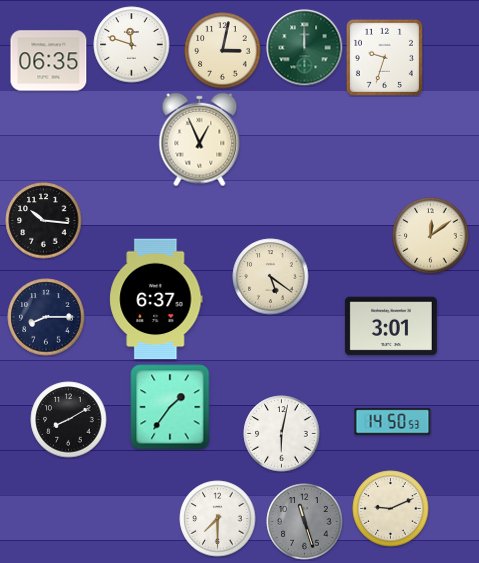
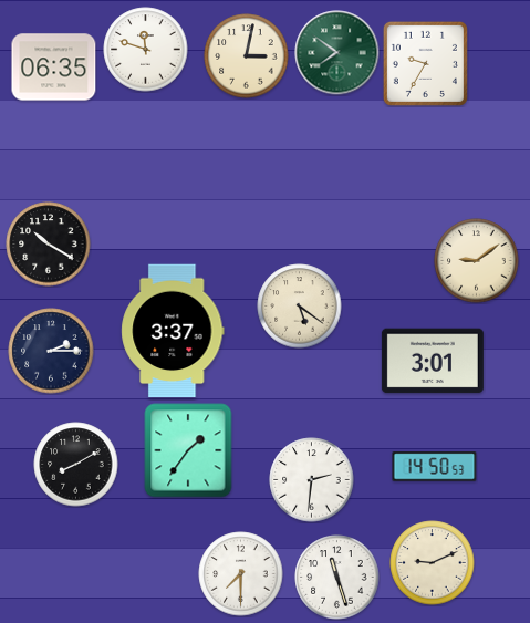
clock at (305, 48): 12:00 -> 7:51
clock at (384, 57): 9:33 -> 9:35
clock at (200, 140): 12:56 -> none
clock at (44, 221): 10:16 -> 10:20
clock at (431, 236): 12:09 -> 9:09
clock at (156, 299): 6:37 -> 3:37
clock at (46, 317): 8:15 -> 2:15
clock at (282, 434): 6:02 -> 2:31
clock at (305, 522) dial: grey -> white
